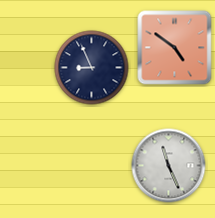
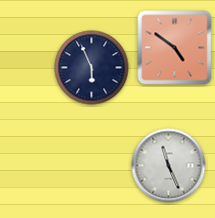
clock at (92, 68): 8:56 -> 5:56
